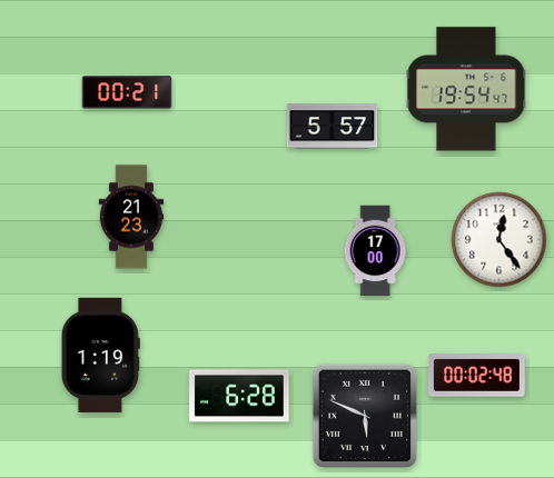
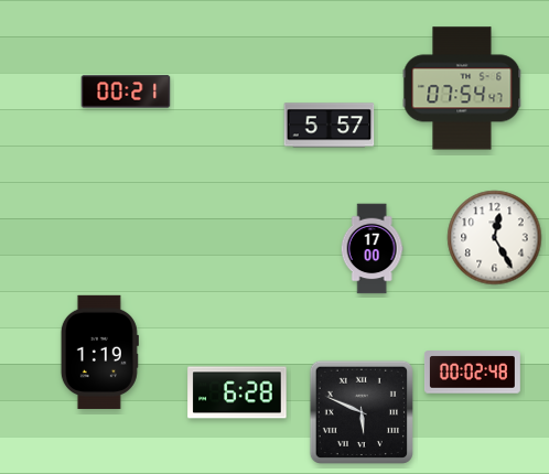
clock at (466, 89): 19:54 -> 07:54
clock at (131, 217): 21:23 -> none
clock at (499, 240): 12:24 -> 12:25
